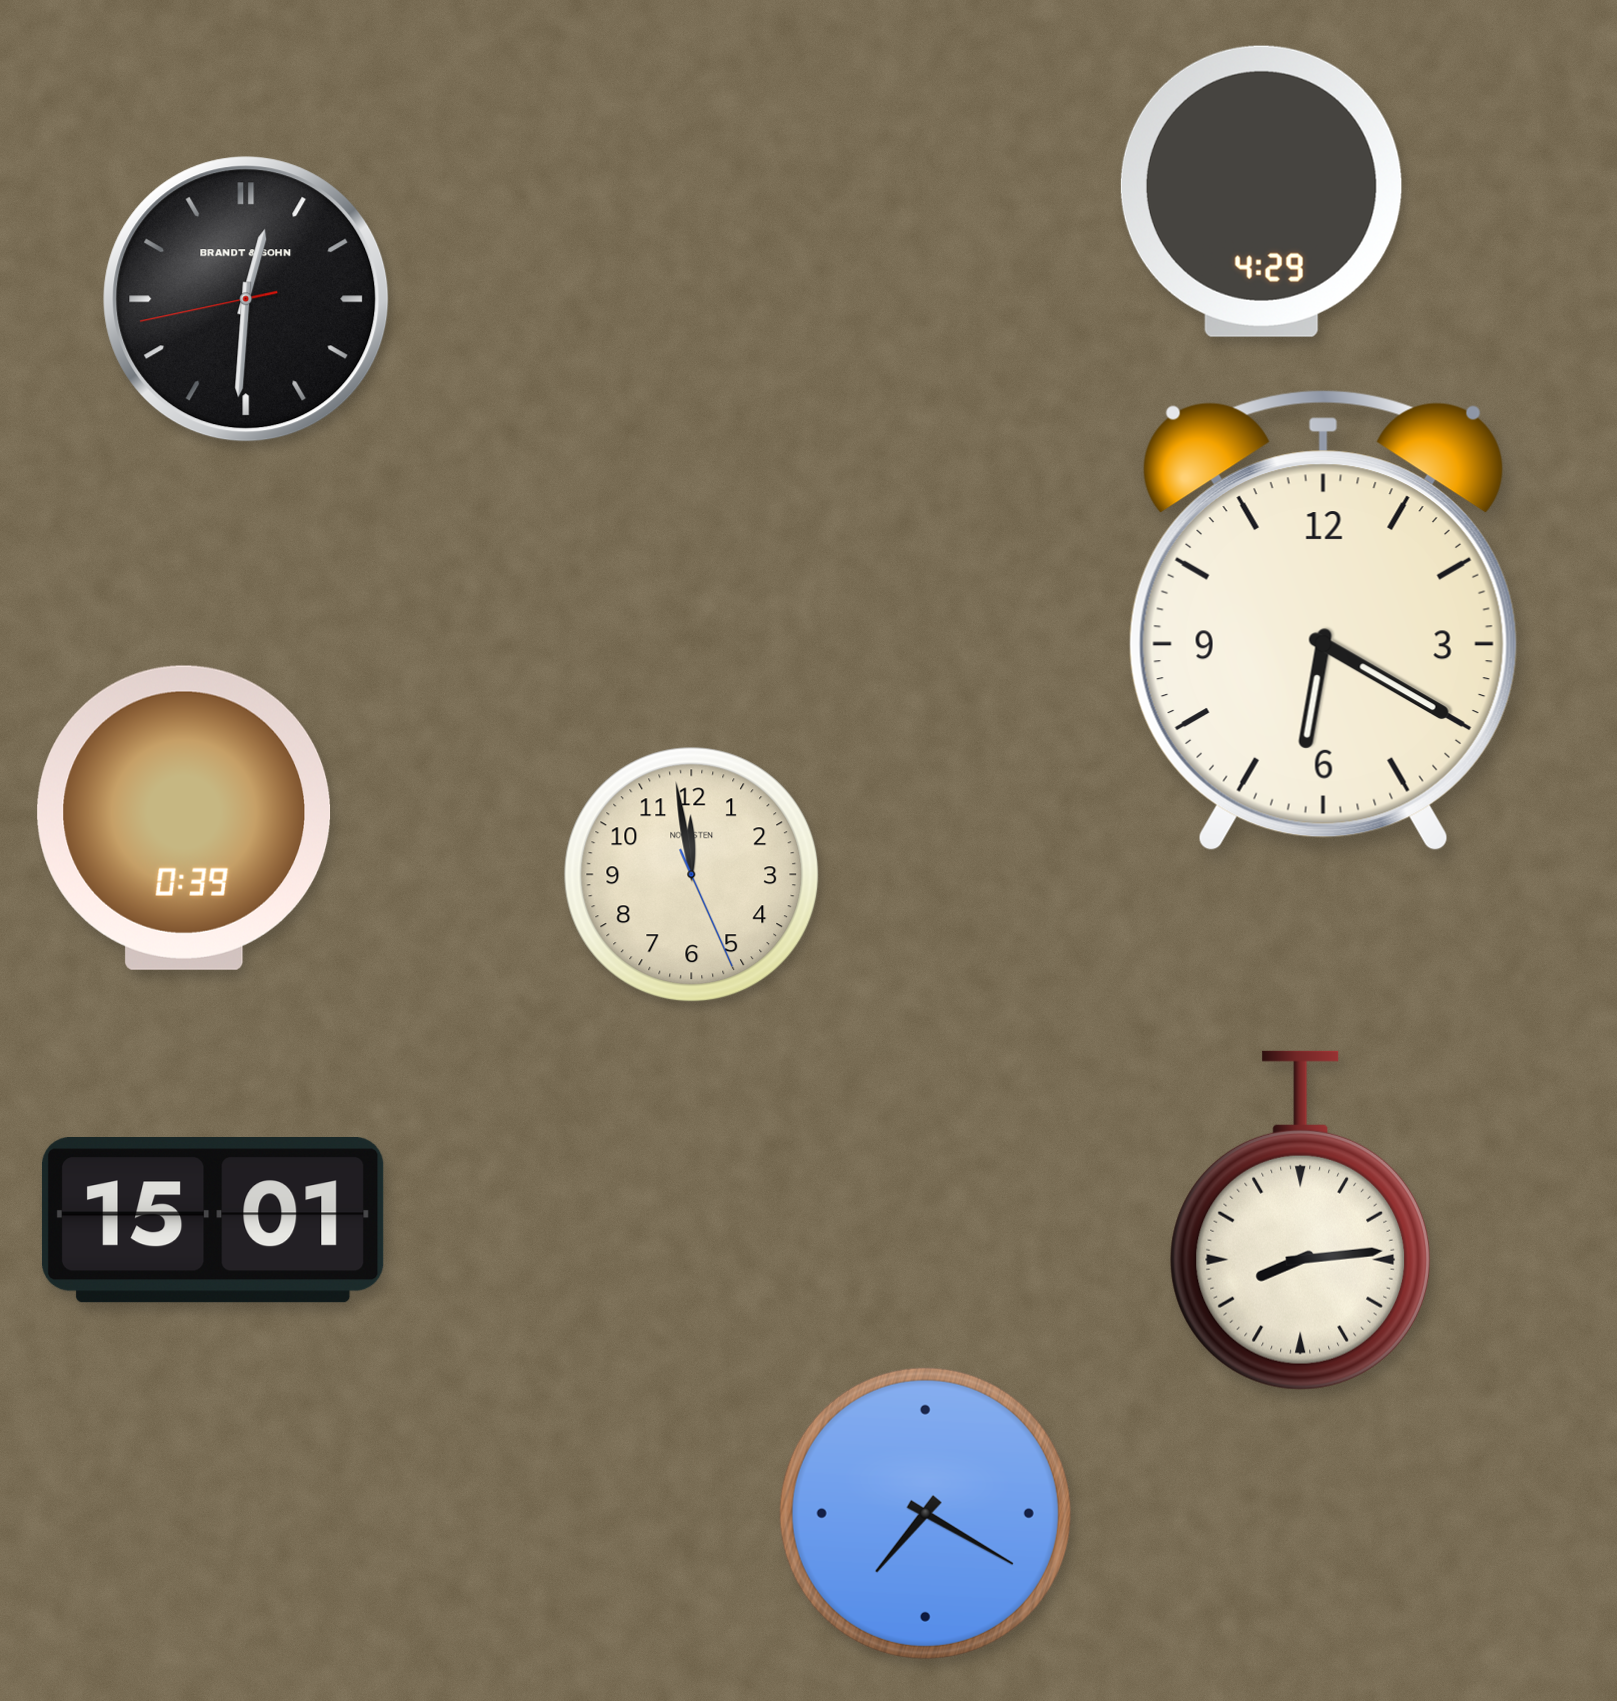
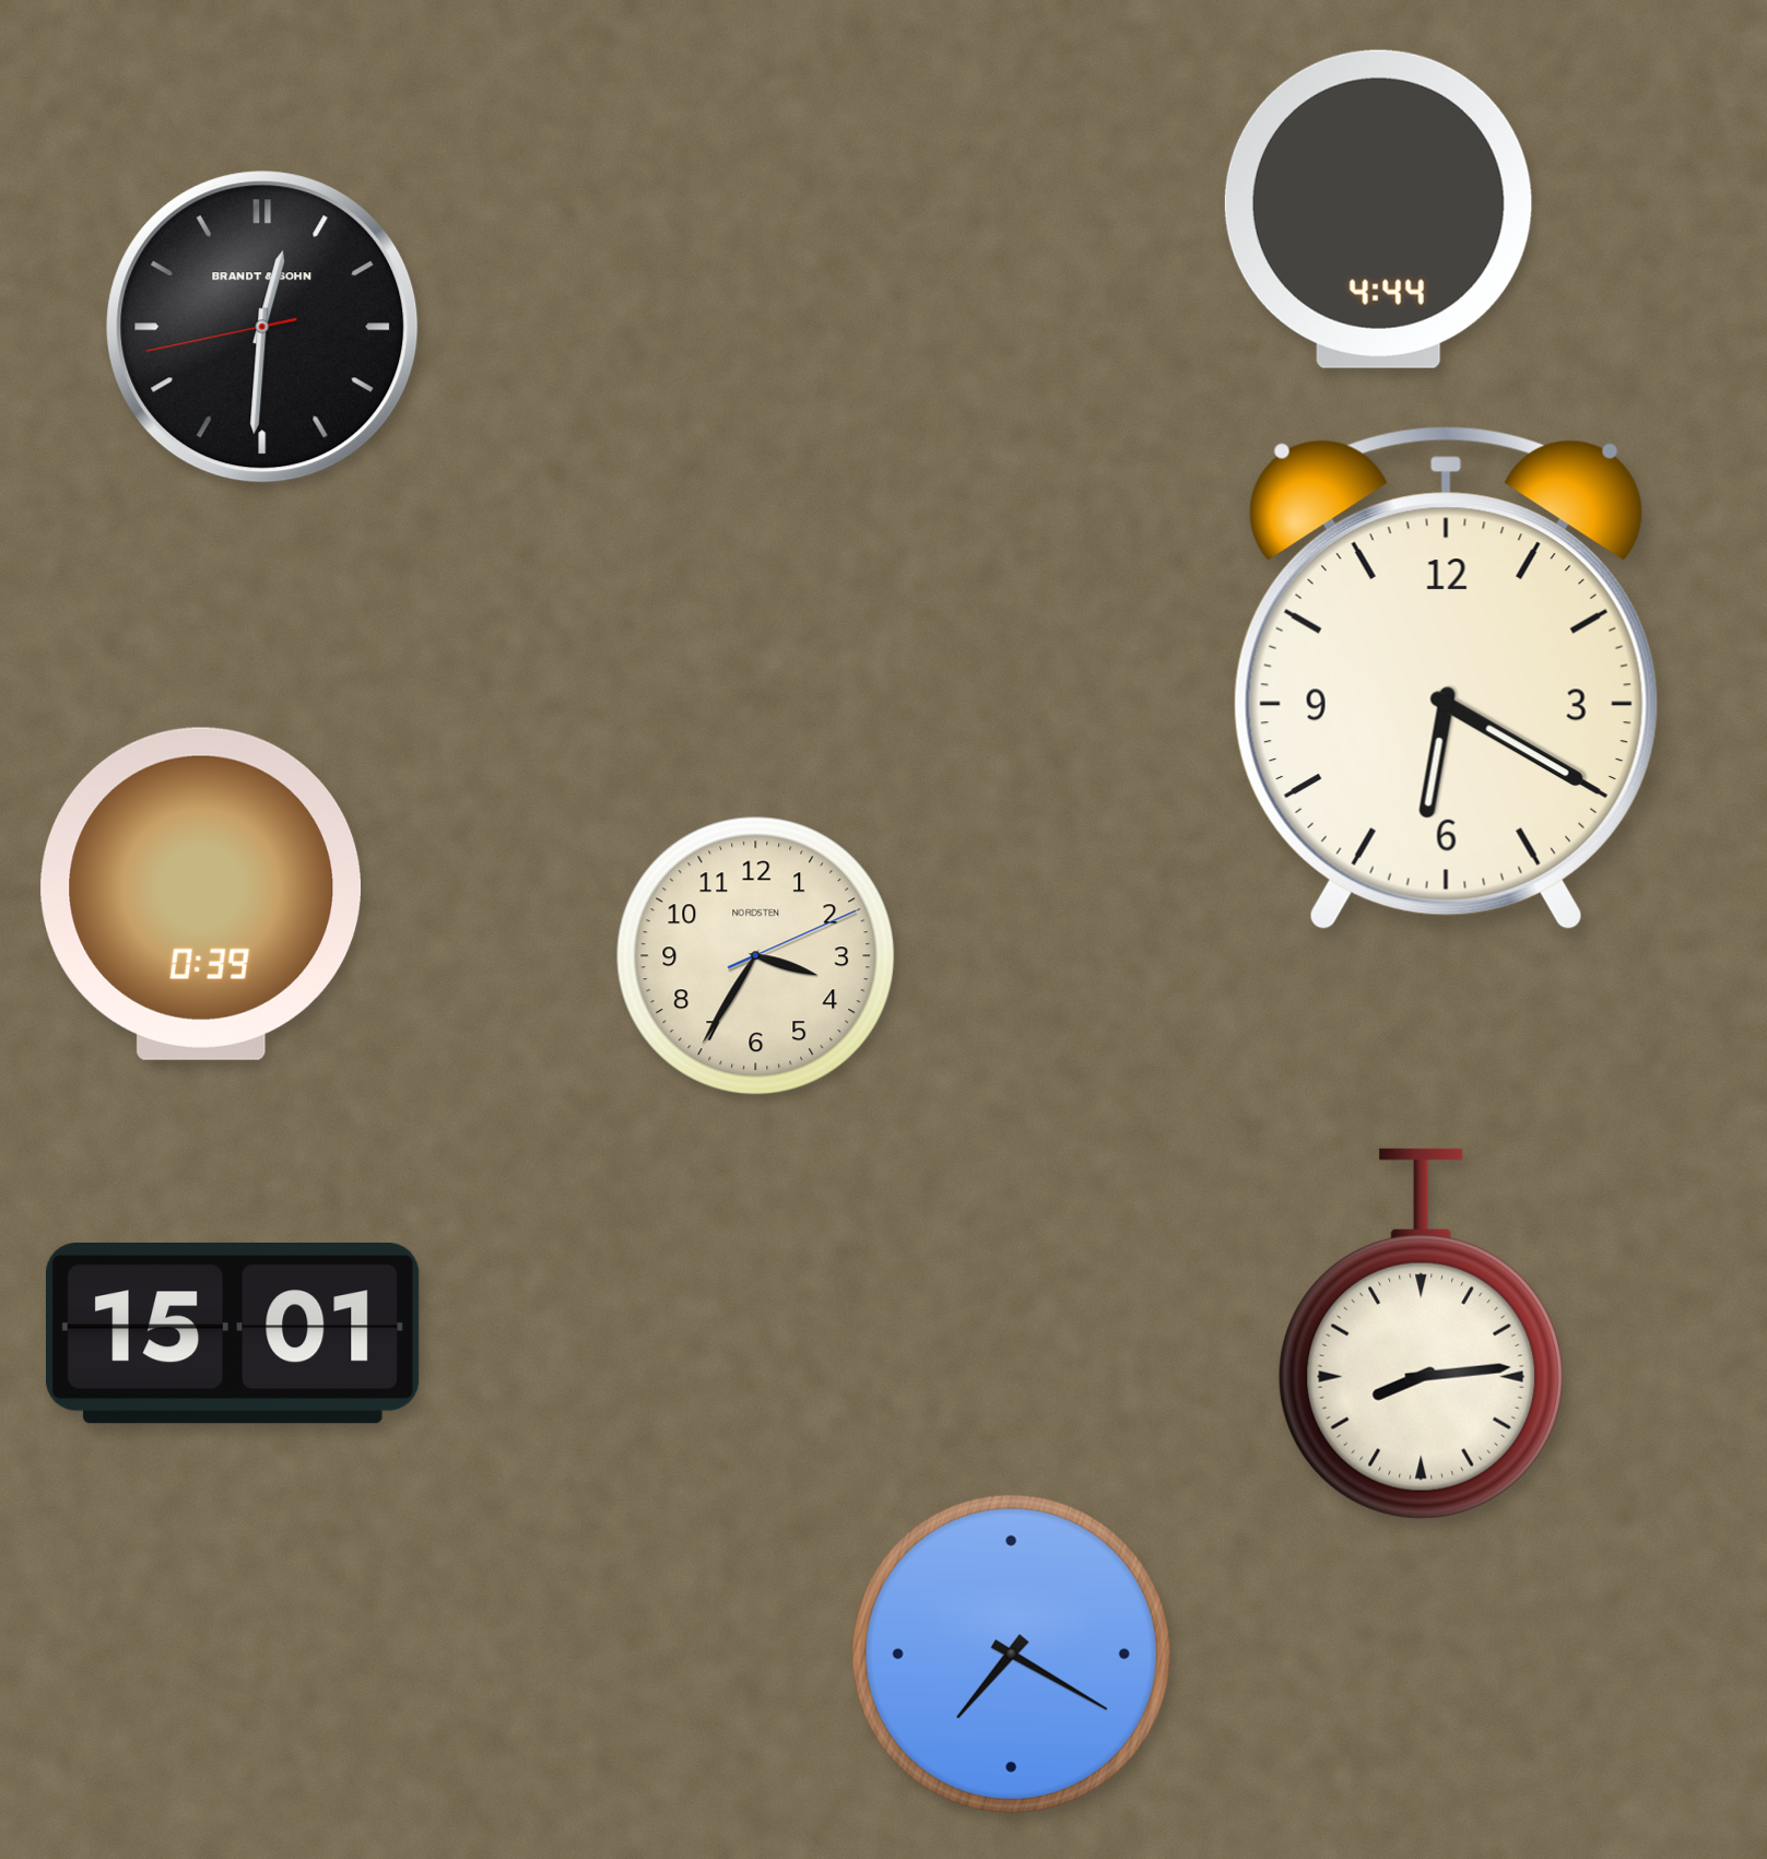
clock at (1261, 191): 4:29 -> 4:44
clock at (246, 299) position: (246, 299) -> (262, 327)
clock at (692, 875): 11:58 -> 3:35
